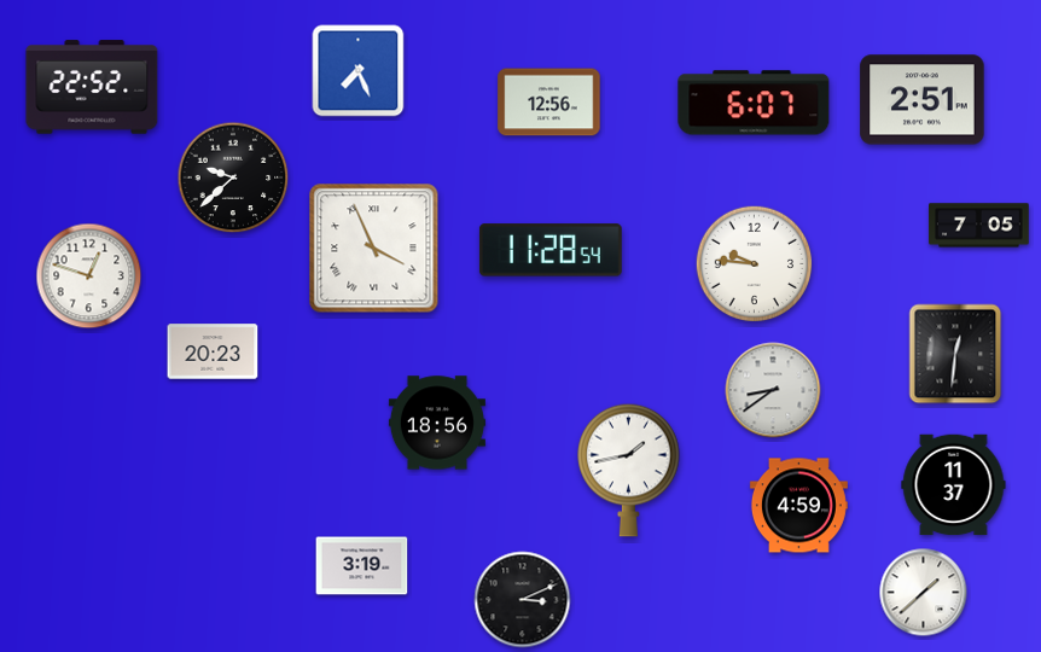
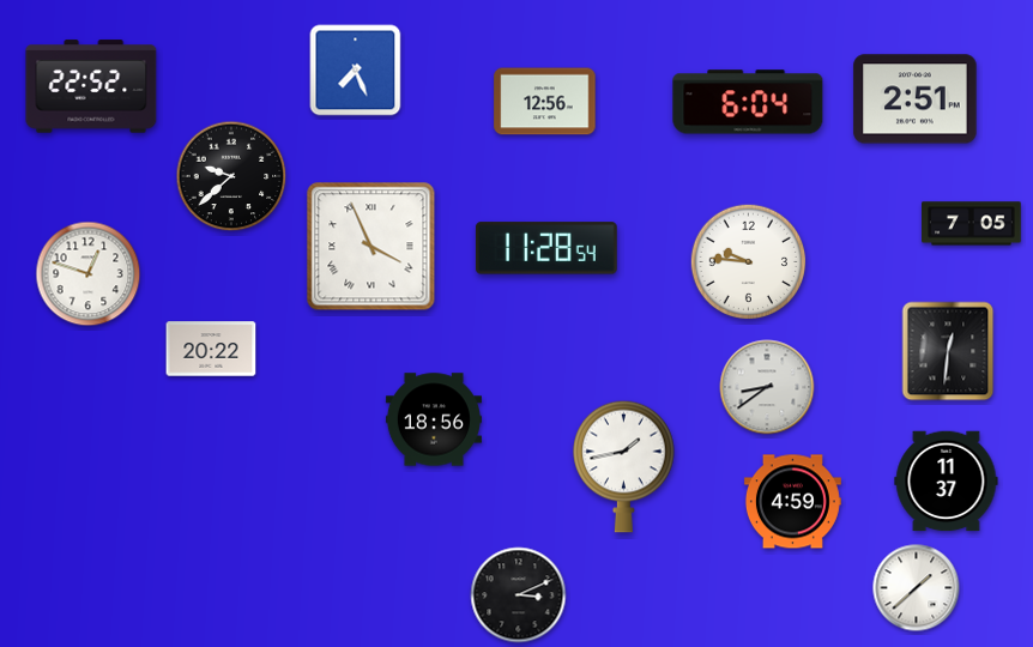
clock at (754, 103): 6:07 -> 6:04
clock at (213, 351): 20:23 -> 20:22
clock at (362, 566): 3:19 -> none
